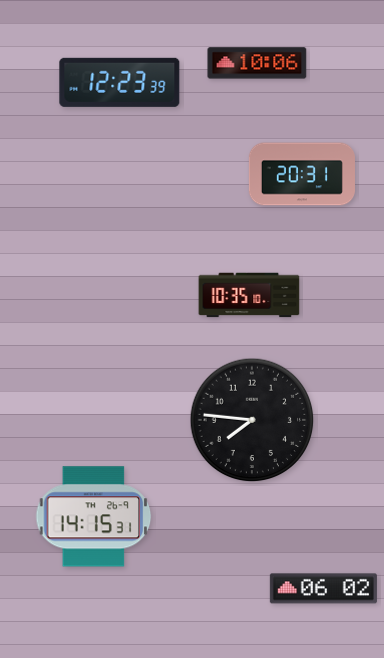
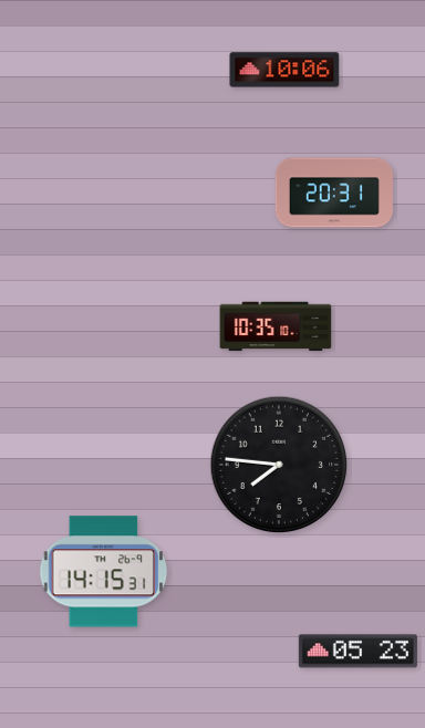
clock at (120, 82): 12:23 -> none
clock at (323, 589): 06:02 -> 05:23
